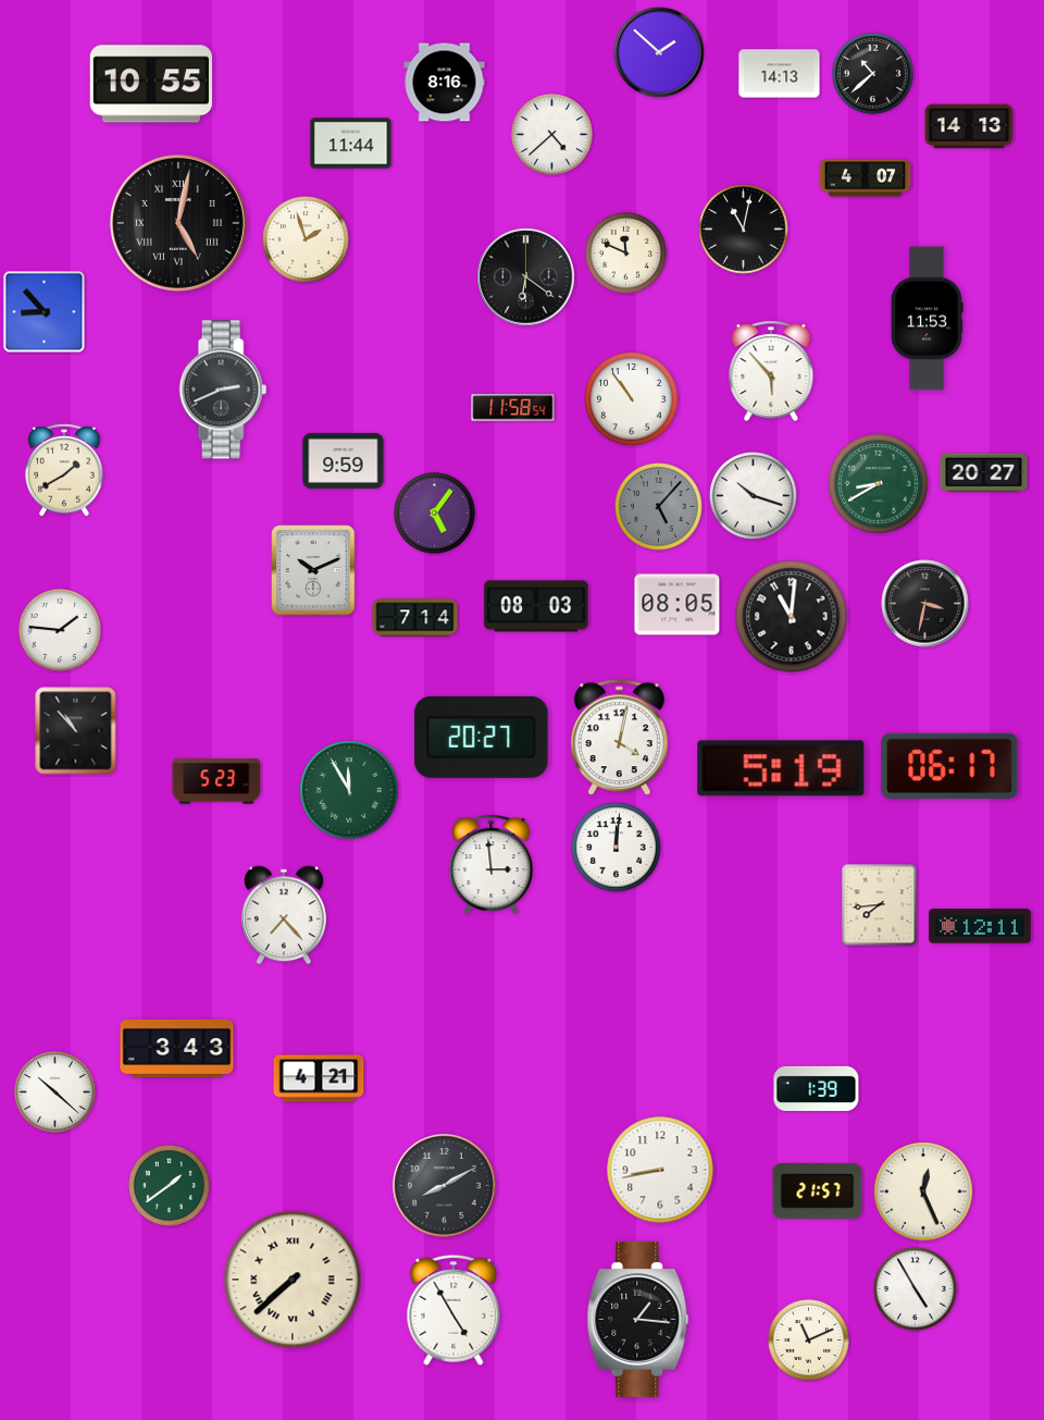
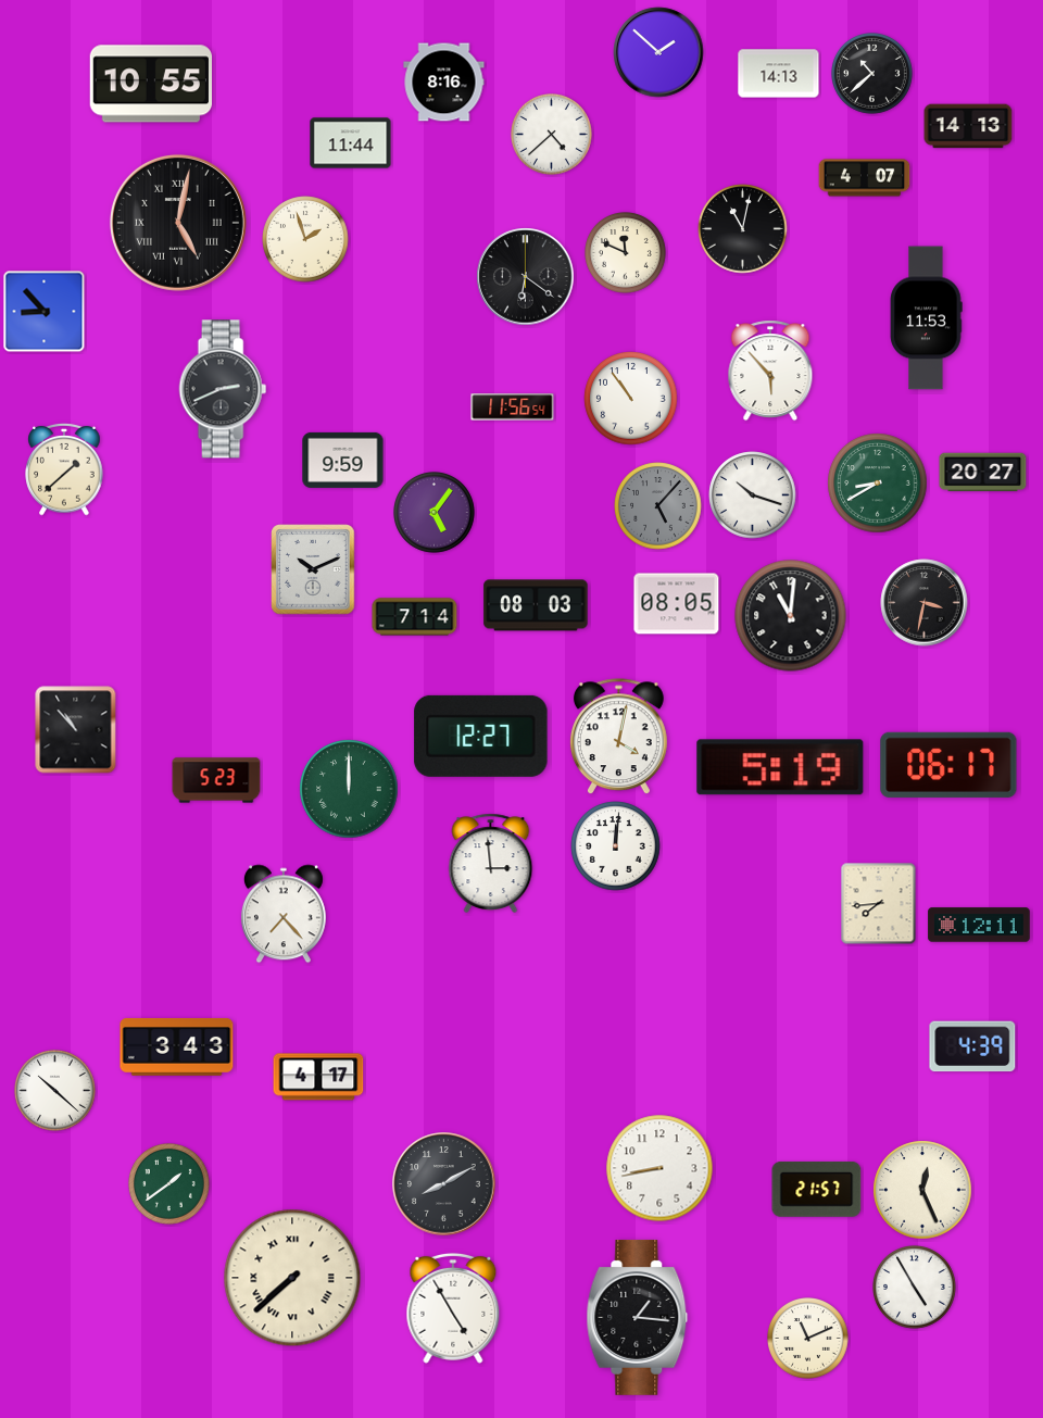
clock at (513, 408): 11:58 -> 11:56
clock at (64, 470): 1:40 -> 1:38
clock at (61, 631): 1:46 -> none
clock at (482, 737): 20:27 -> 12:27
clock at (349, 790): 11:55 -> 12:00
clock at (972, 1046): none -> 4:39
clock at (319, 1078): 4:21 -> 4:17
clock at (817, 1088): 1:39 -> none
